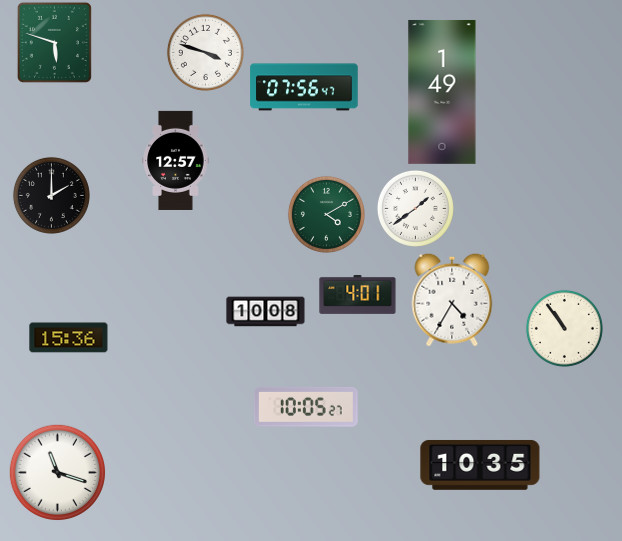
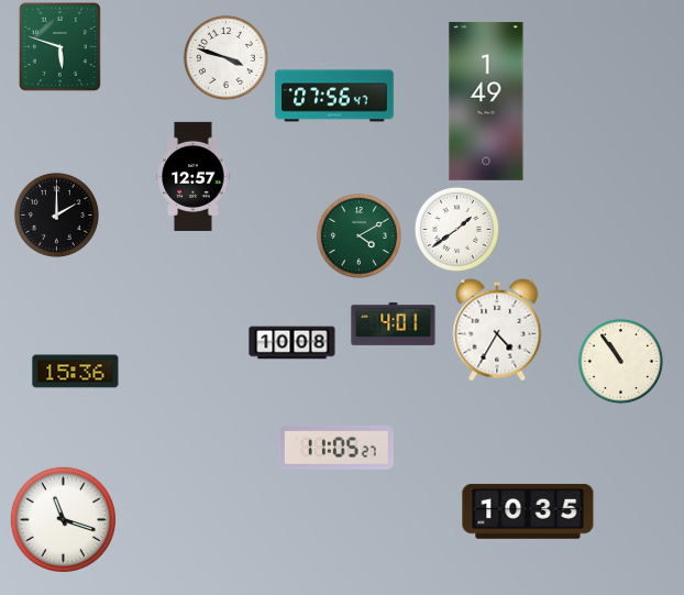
clock at (306, 407): 10:05 -> 11:05
